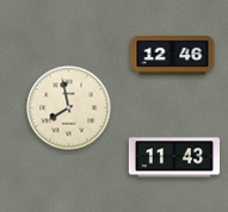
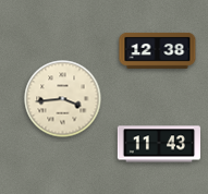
clock at (173, 55): 12:46 -> 12:38
clock at (69, 108): 7:58 -> 3:44
